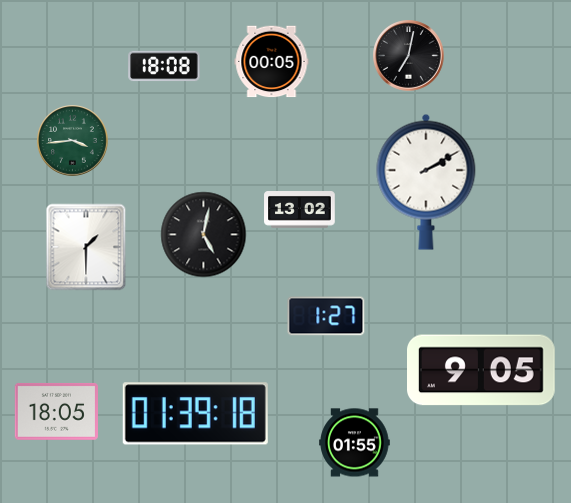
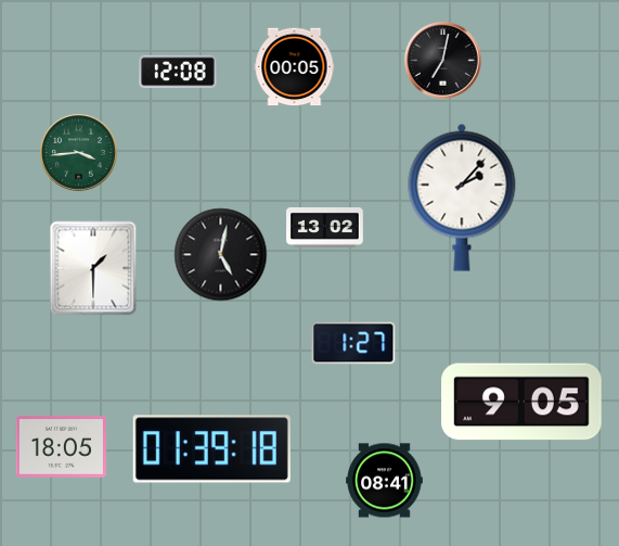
clock at (164, 66): 18:08 -> 12:08
clock at (426, 182): 2:10 -> 2:07
clock at (355, 443): 01:55 -> 08:41
